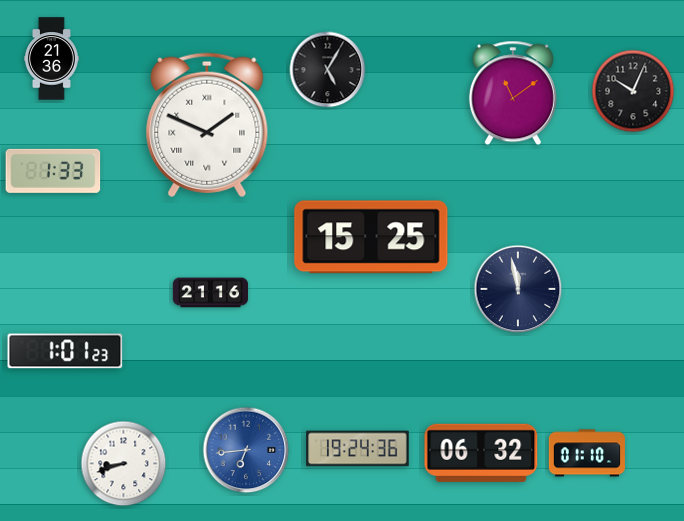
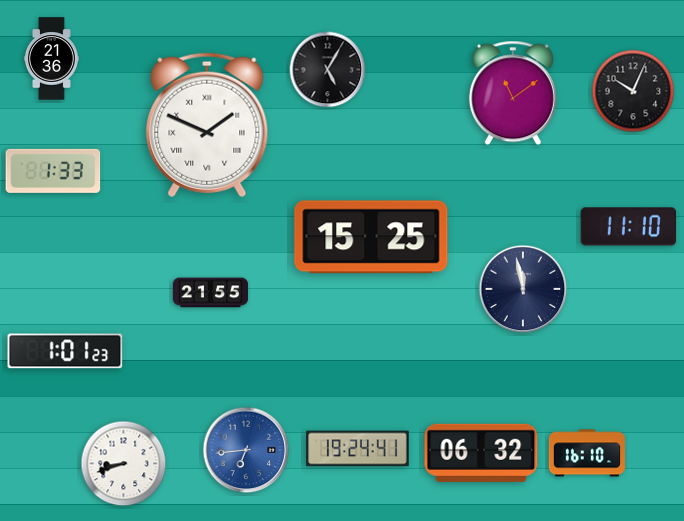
clock at (629, 227): none -> 11:10
clock at (518, 289) position: (518, 289) -> (523, 289)
clock at (211, 293): 21:16 -> 21:55
clock at (358, 449): 19:24:36 -> 19:24:41
clock at (587, 453): 01:10 -> 16:10
